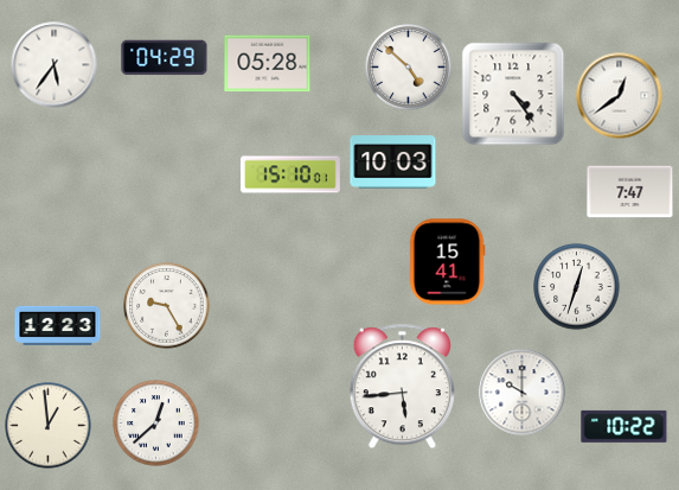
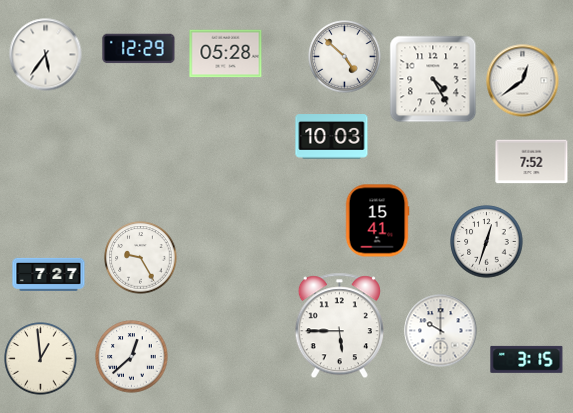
clock at (165, 58): 04:29 -> 12:29
clock at (513, 94): 4:24 -> 4:25
clock at (292, 174): 15:10 -> none
clock at (630, 192): 7:47 -> 7:52
clock at (58, 325): 12:23 -> 7:27
clock at (402, 387): 5:44 -> 5:45
clock at (624, 426): 10:22 -> 3:15
